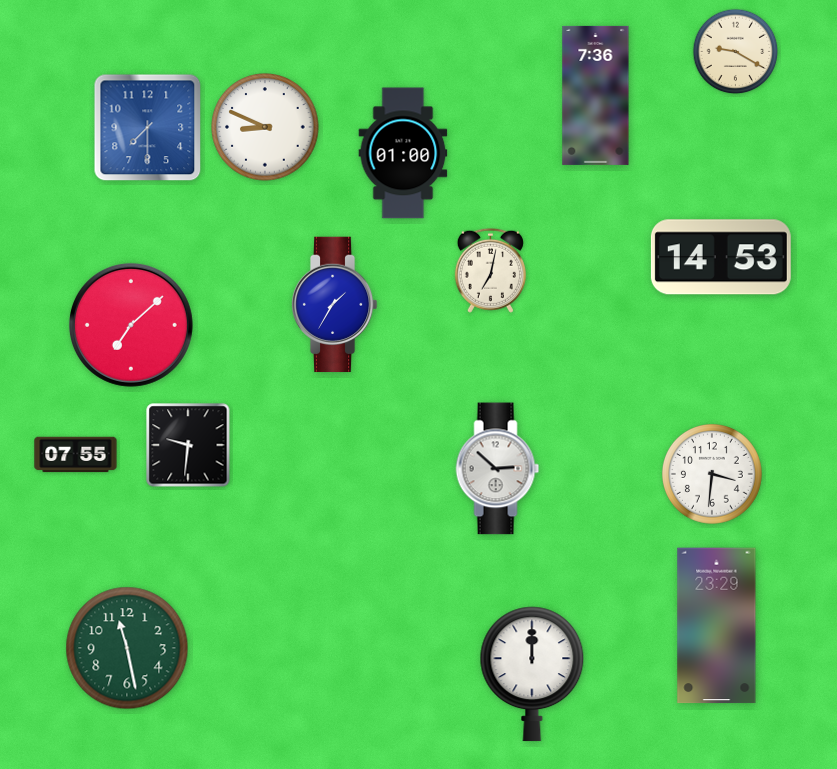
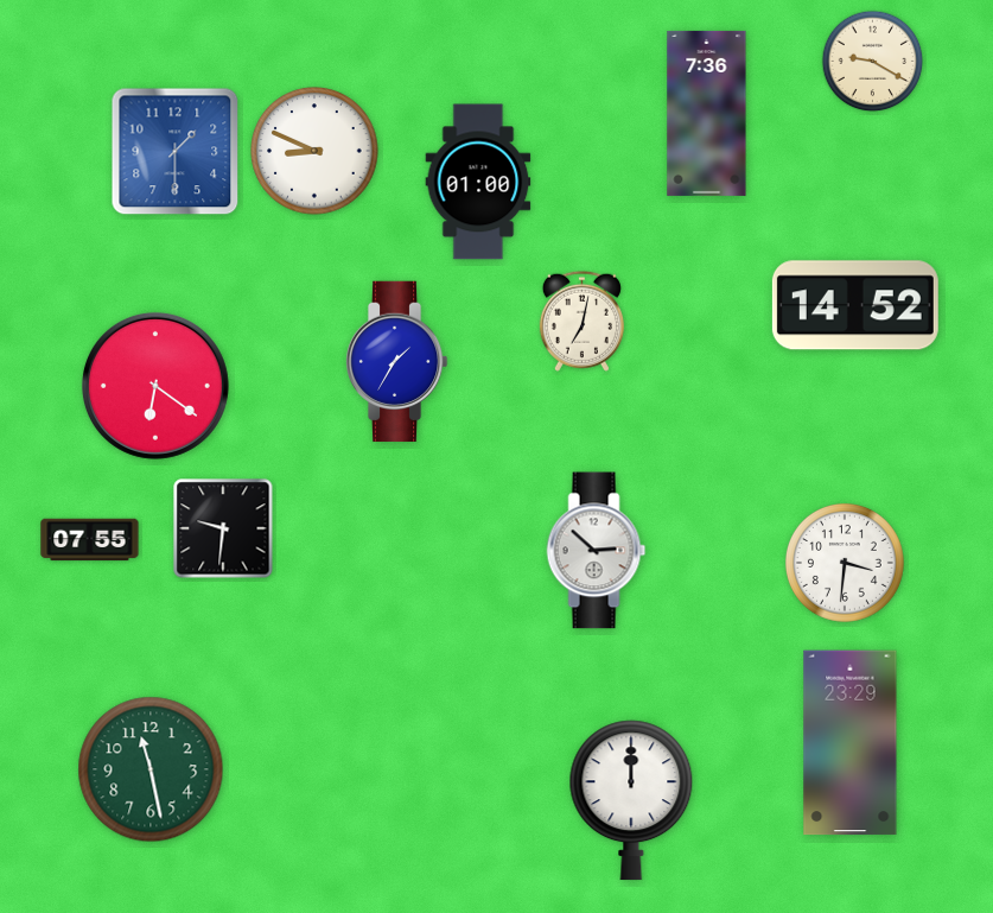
clock at (148, 128): 7:30 -> 1:30
clock at (721, 257): 14:53 -> 14:52
clock at (131, 325): 7:08 -> 6:21
clock at (498, 469) position: (498, 469) -> (597, 551)
